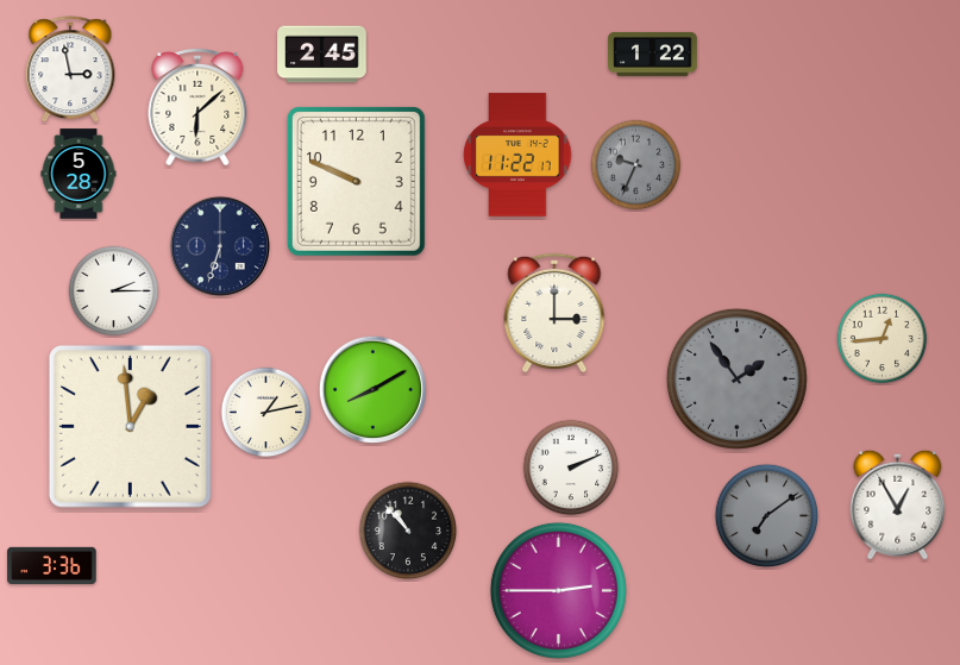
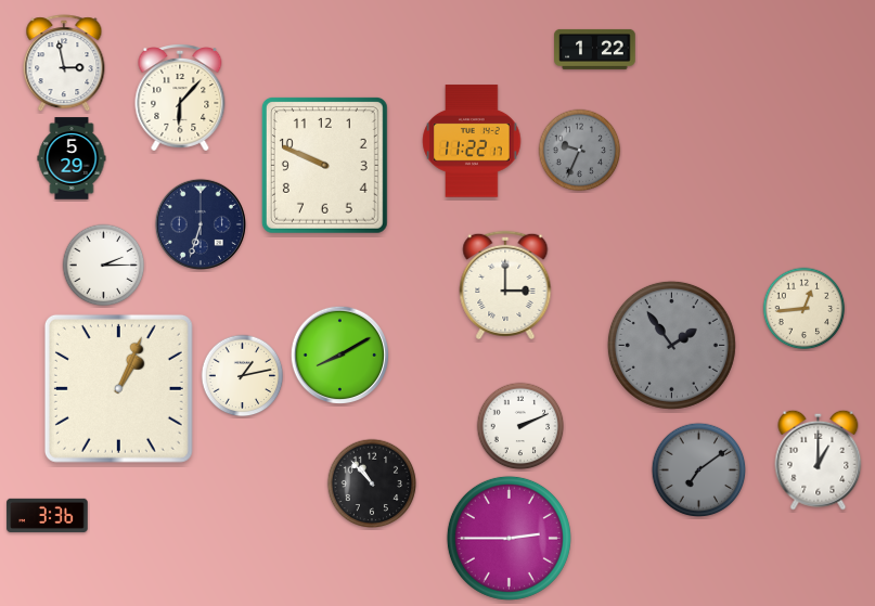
clock at (322, 55): 2:45 -> none
clock at (197, 108): 6:08 -> 6:07
clock at (79, 174): 5:28 -> 5:29
clock at (130, 426): 12:59 -> 1:04
clock at (898, 504): 12:55 -> 1:00
